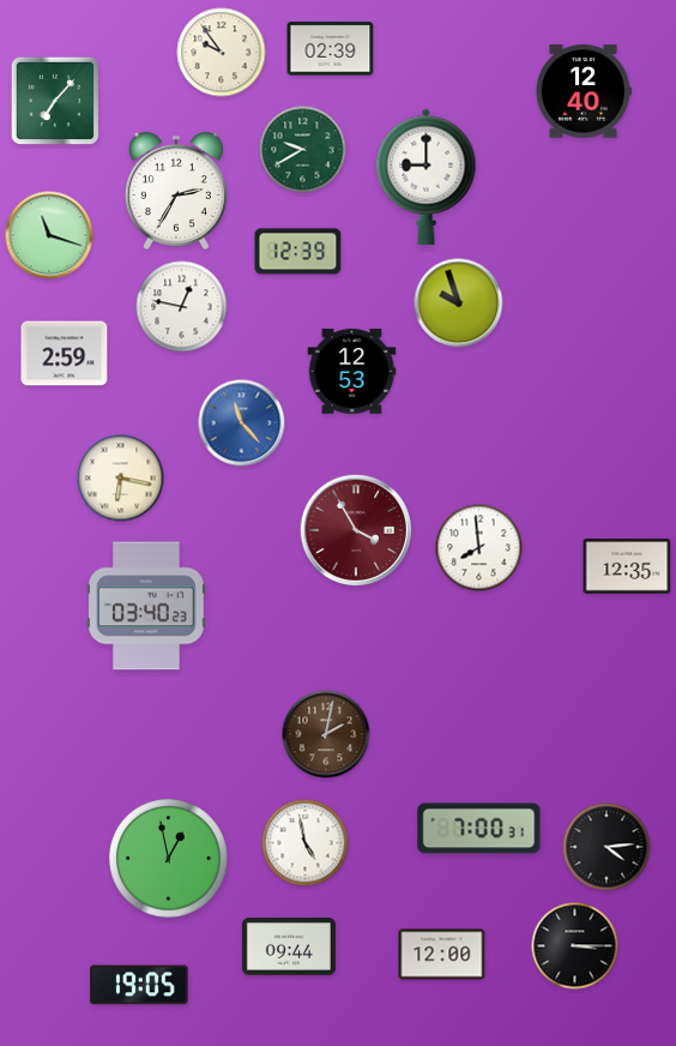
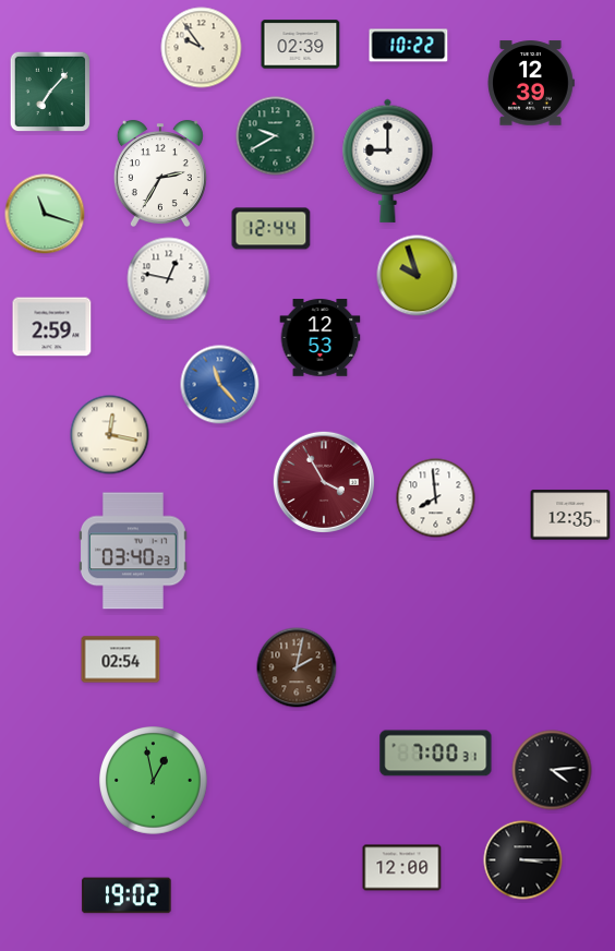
clock at (409, 46): none -> 10:22
clock at (584, 91): 12:40 -> 12:39
clock at (298, 252): 12:39 -> 12:44
clock at (182, 307) position: (182, 307) -> (169, 279)
clock at (65, 354) position: (65, 354) -> (52, 327)
clock at (121, 479): 6:17 -> 12:17
clock at (121, 660): none -> 02:54
clock at (306, 843): 4:58 -> none
clock at (289, 946): 09:44 -> none
clock at (139, 985): 19:05 -> 19:02
